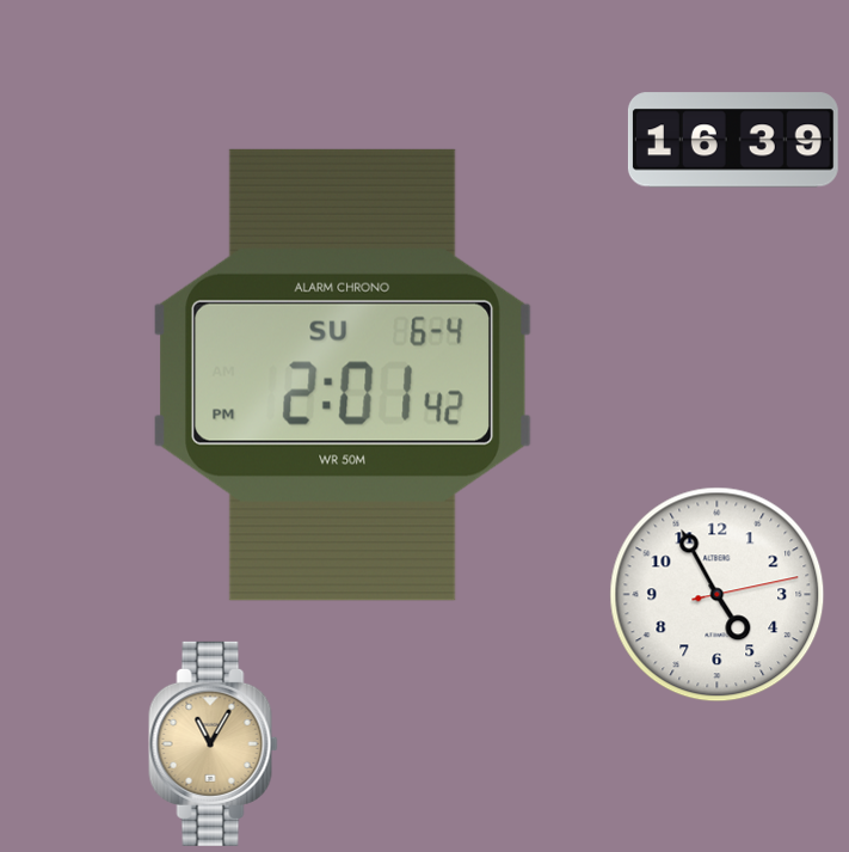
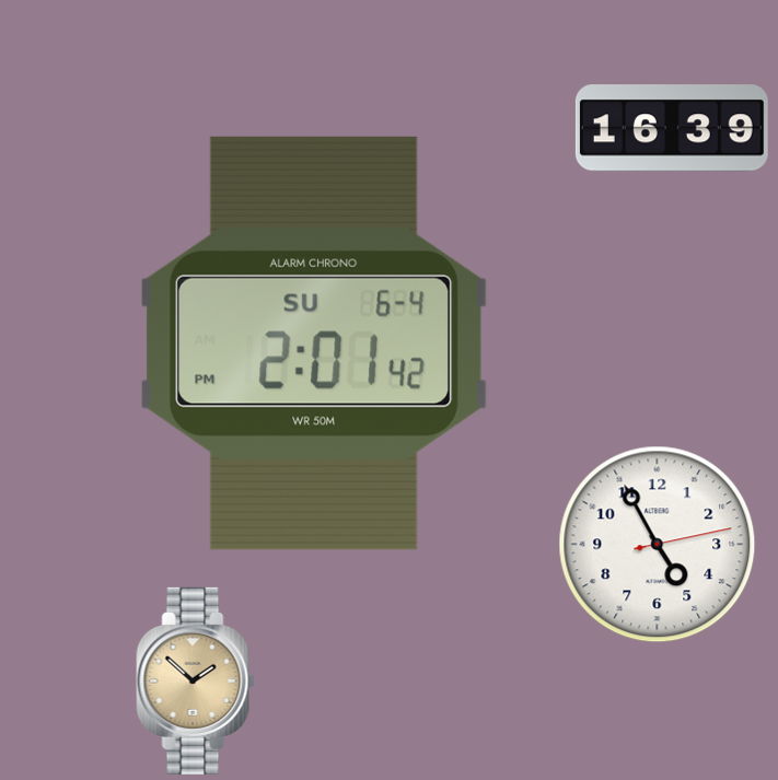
clock at (214, 743): 11:05 -> 1:52
